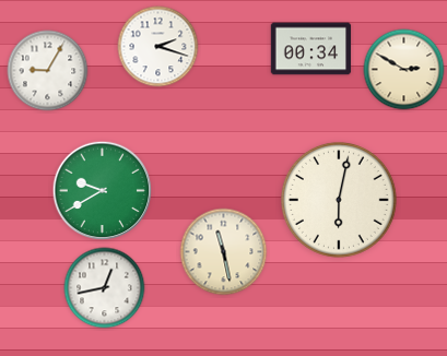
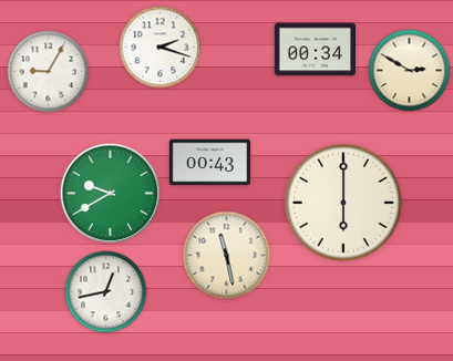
clock at (210, 163): none -> 00:43
clock at (103, 191) position: (103, 191) -> (111, 194)
clock at (339, 200): 6:02 -> 6:00
